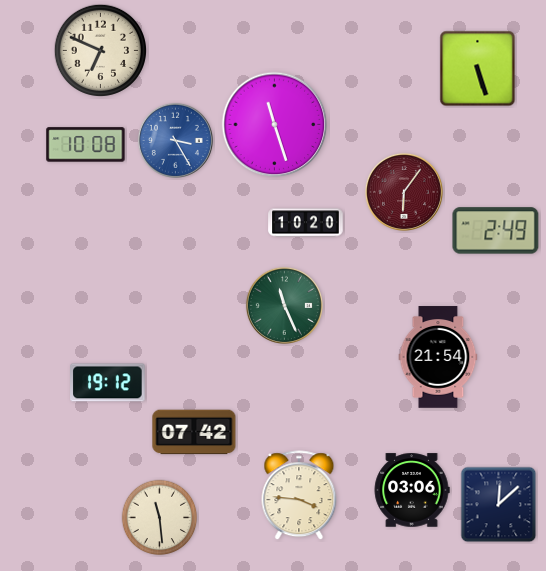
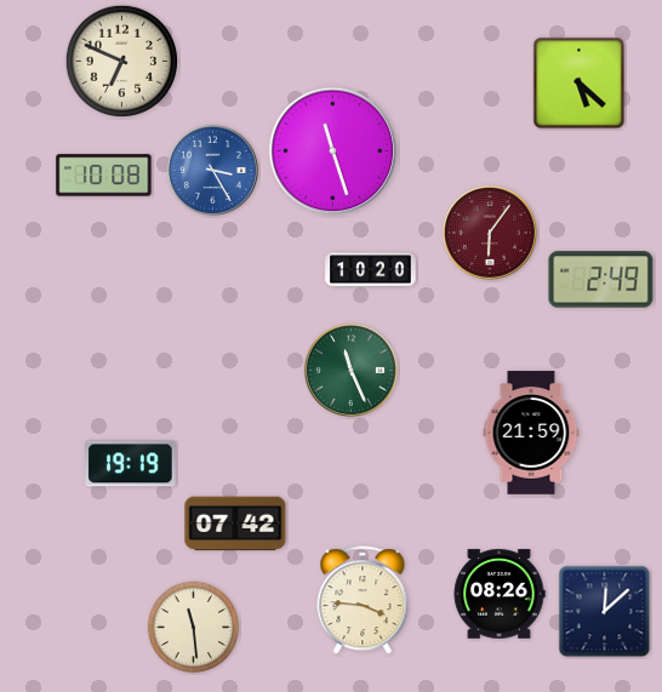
clock at (478, 69): 5:27 -> 5:22
clock at (284, 305) position: (284, 305) -> (350, 370)
clock at (438, 357): 21:54 -> 21:59
clock at (108, 383): 19:12 -> 19:19
clock at (412, 490): 03:06 -> 08:26
